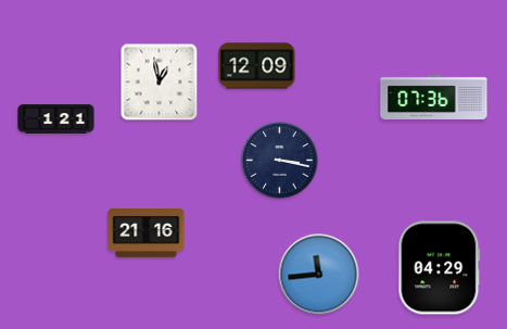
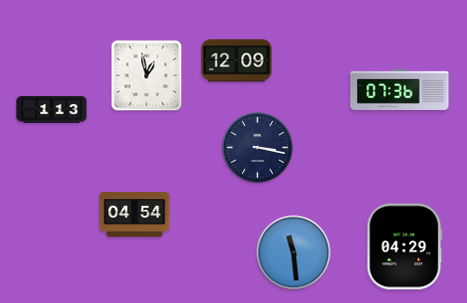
clock at (56, 119): 1:21 -> 1:13
clock at (147, 233): 21:16 -> 04:54
clock at (319, 275): 11:44 -> 11:29
